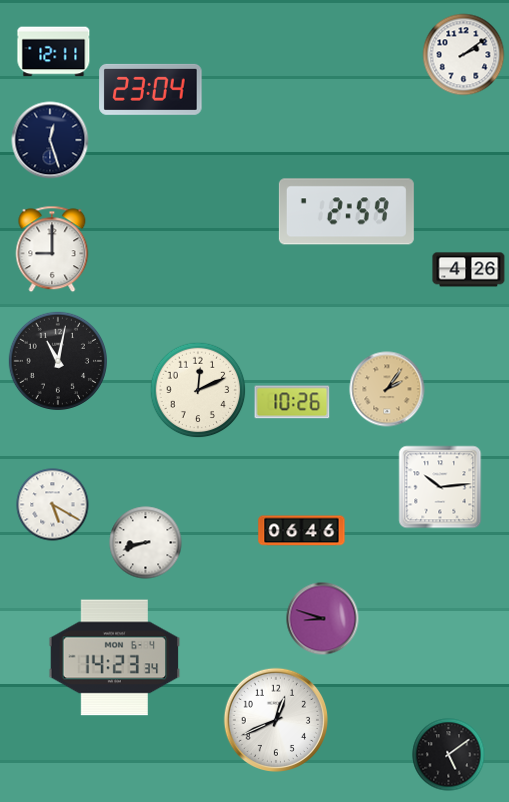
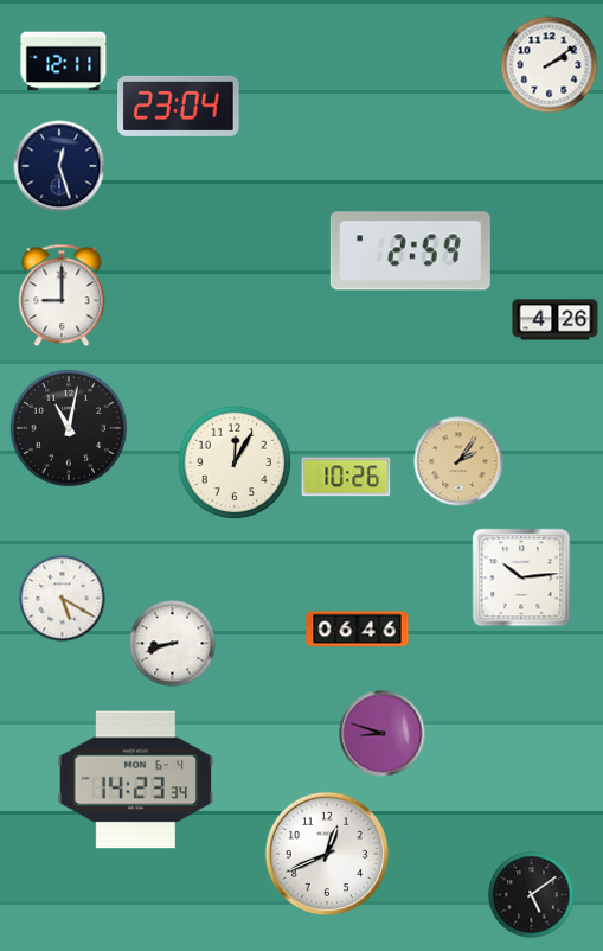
clock at (198, 390): 12:11 -> 12:05
